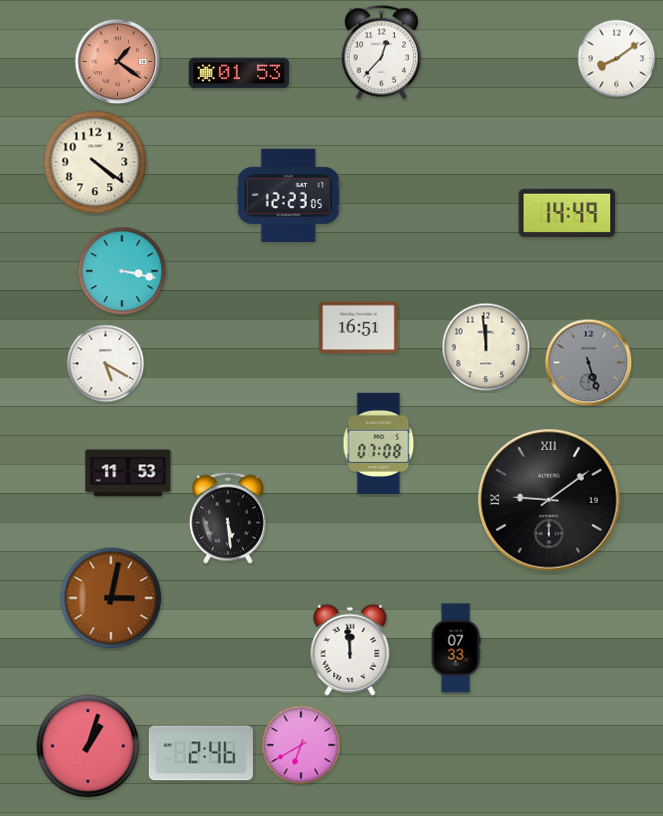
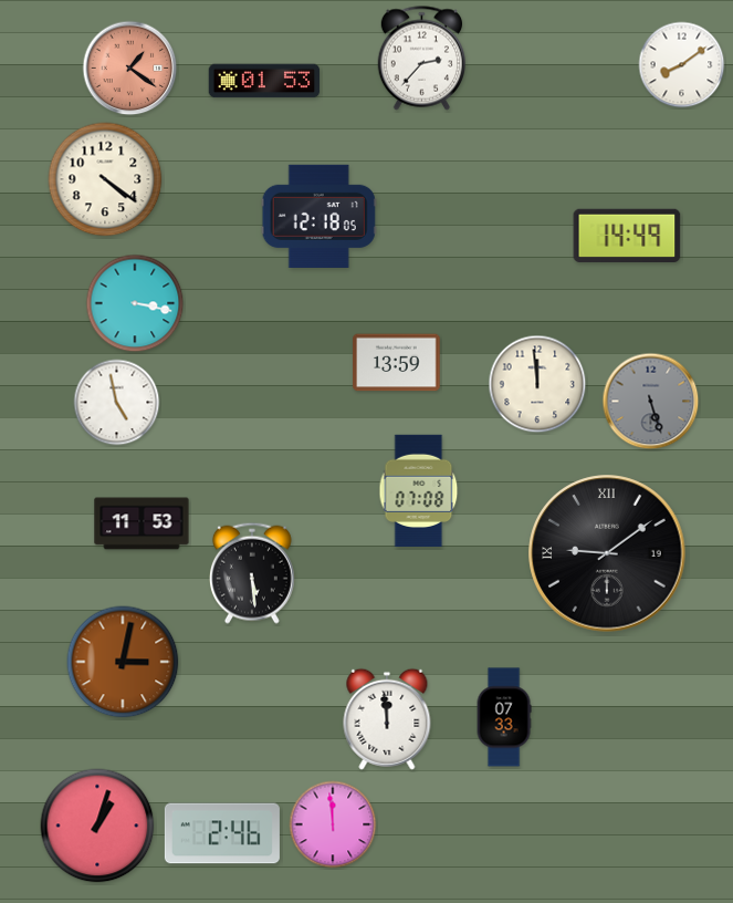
clock at (381, 53): 12:37 -> 2:37
clock at (288, 195): 12:23 -> 12:18
clock at (122, 271) position: (122, 271) -> (135, 303)
clock at (359, 328): 16:51 -> 13:59
clock at (106, 364): 5:20 -> 4:58
clock at (301, 745): 6:40 -> 11:59
